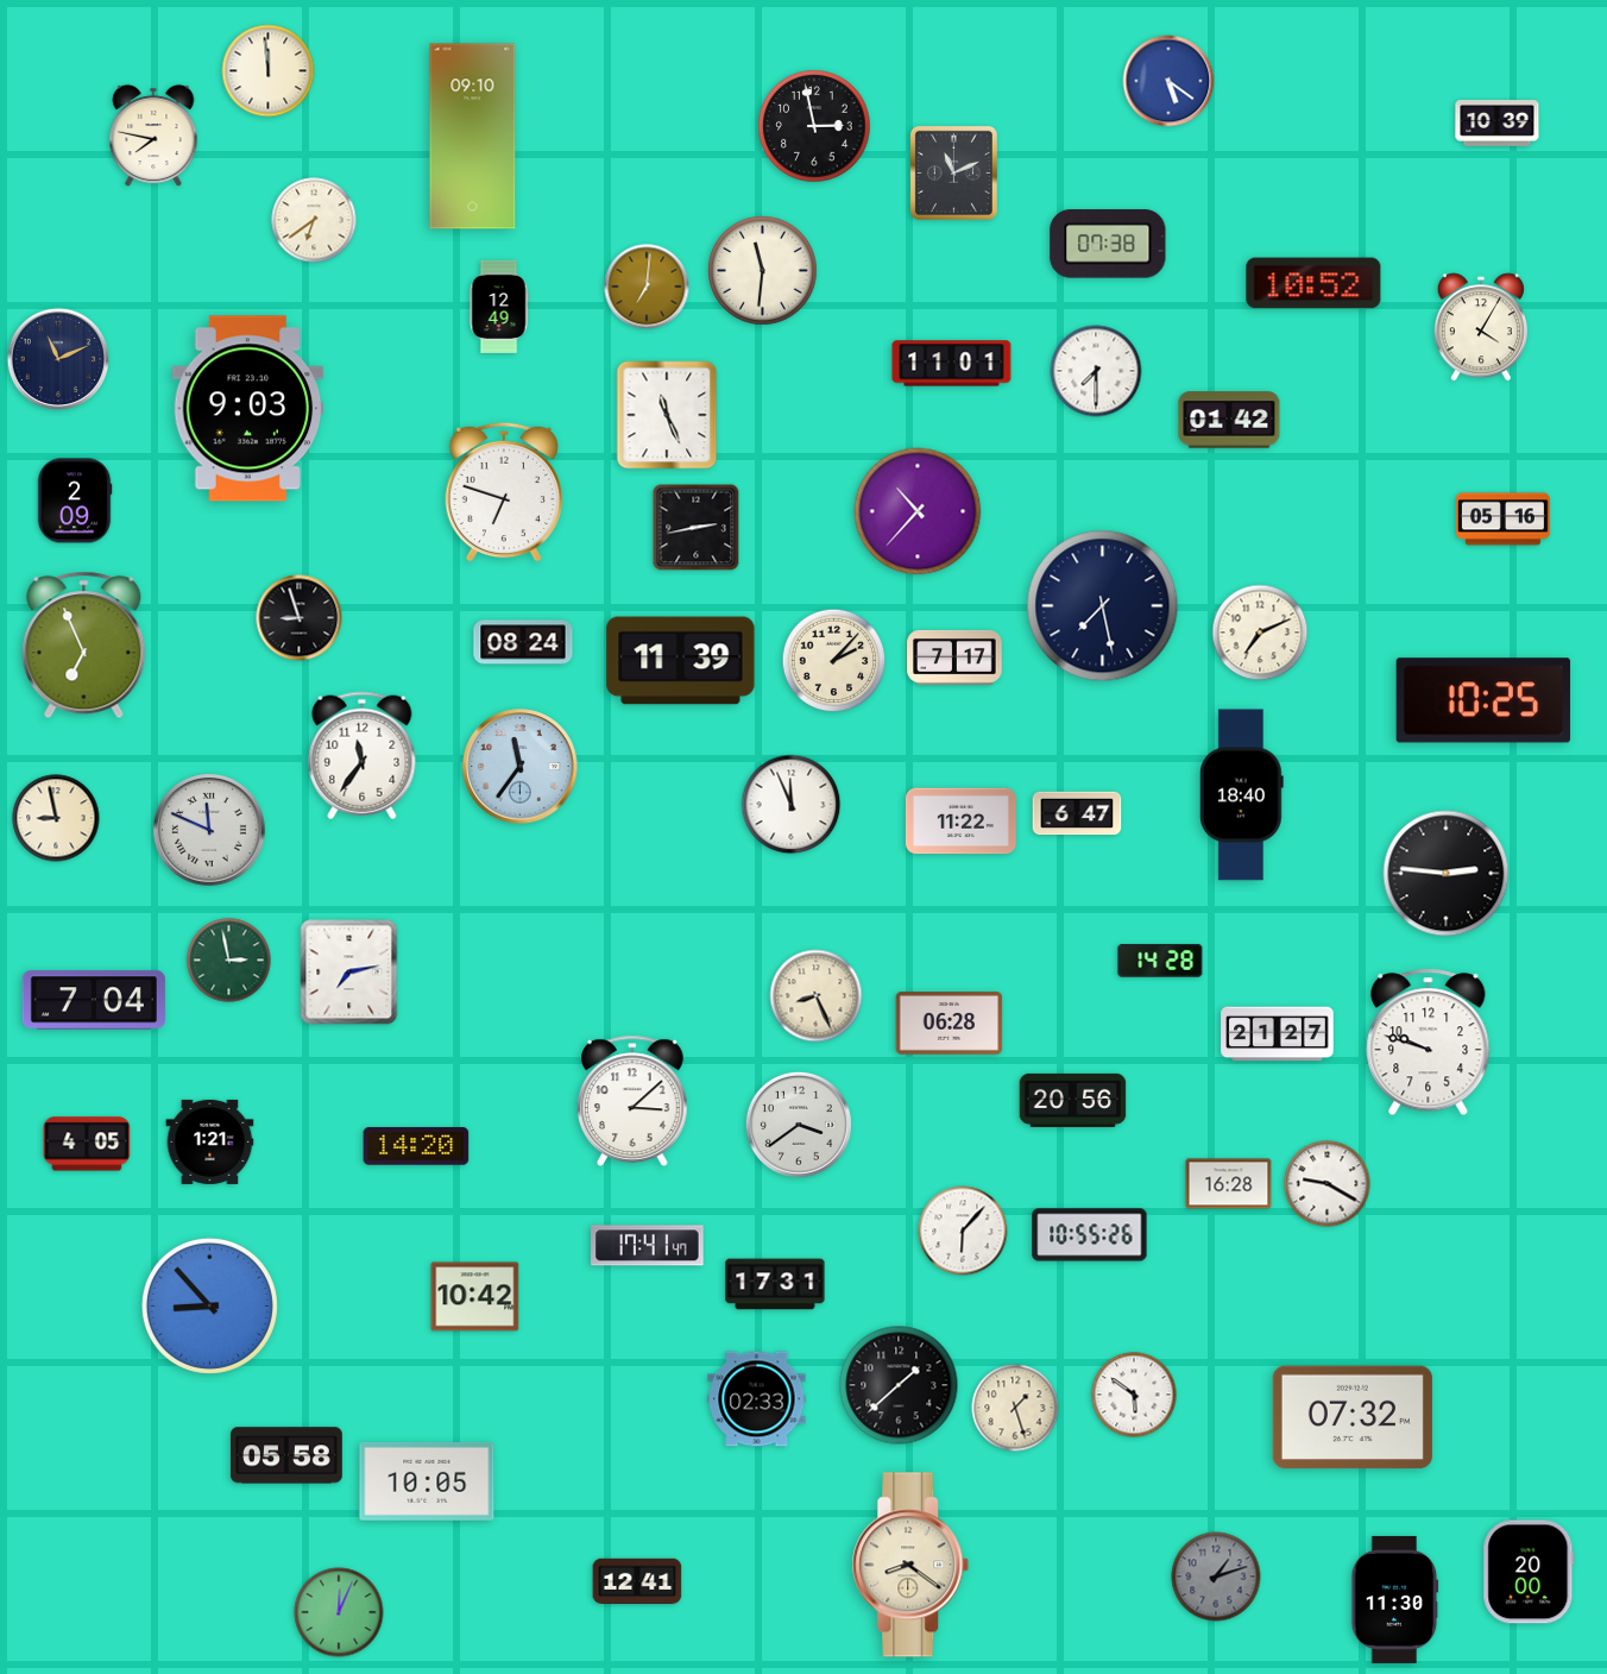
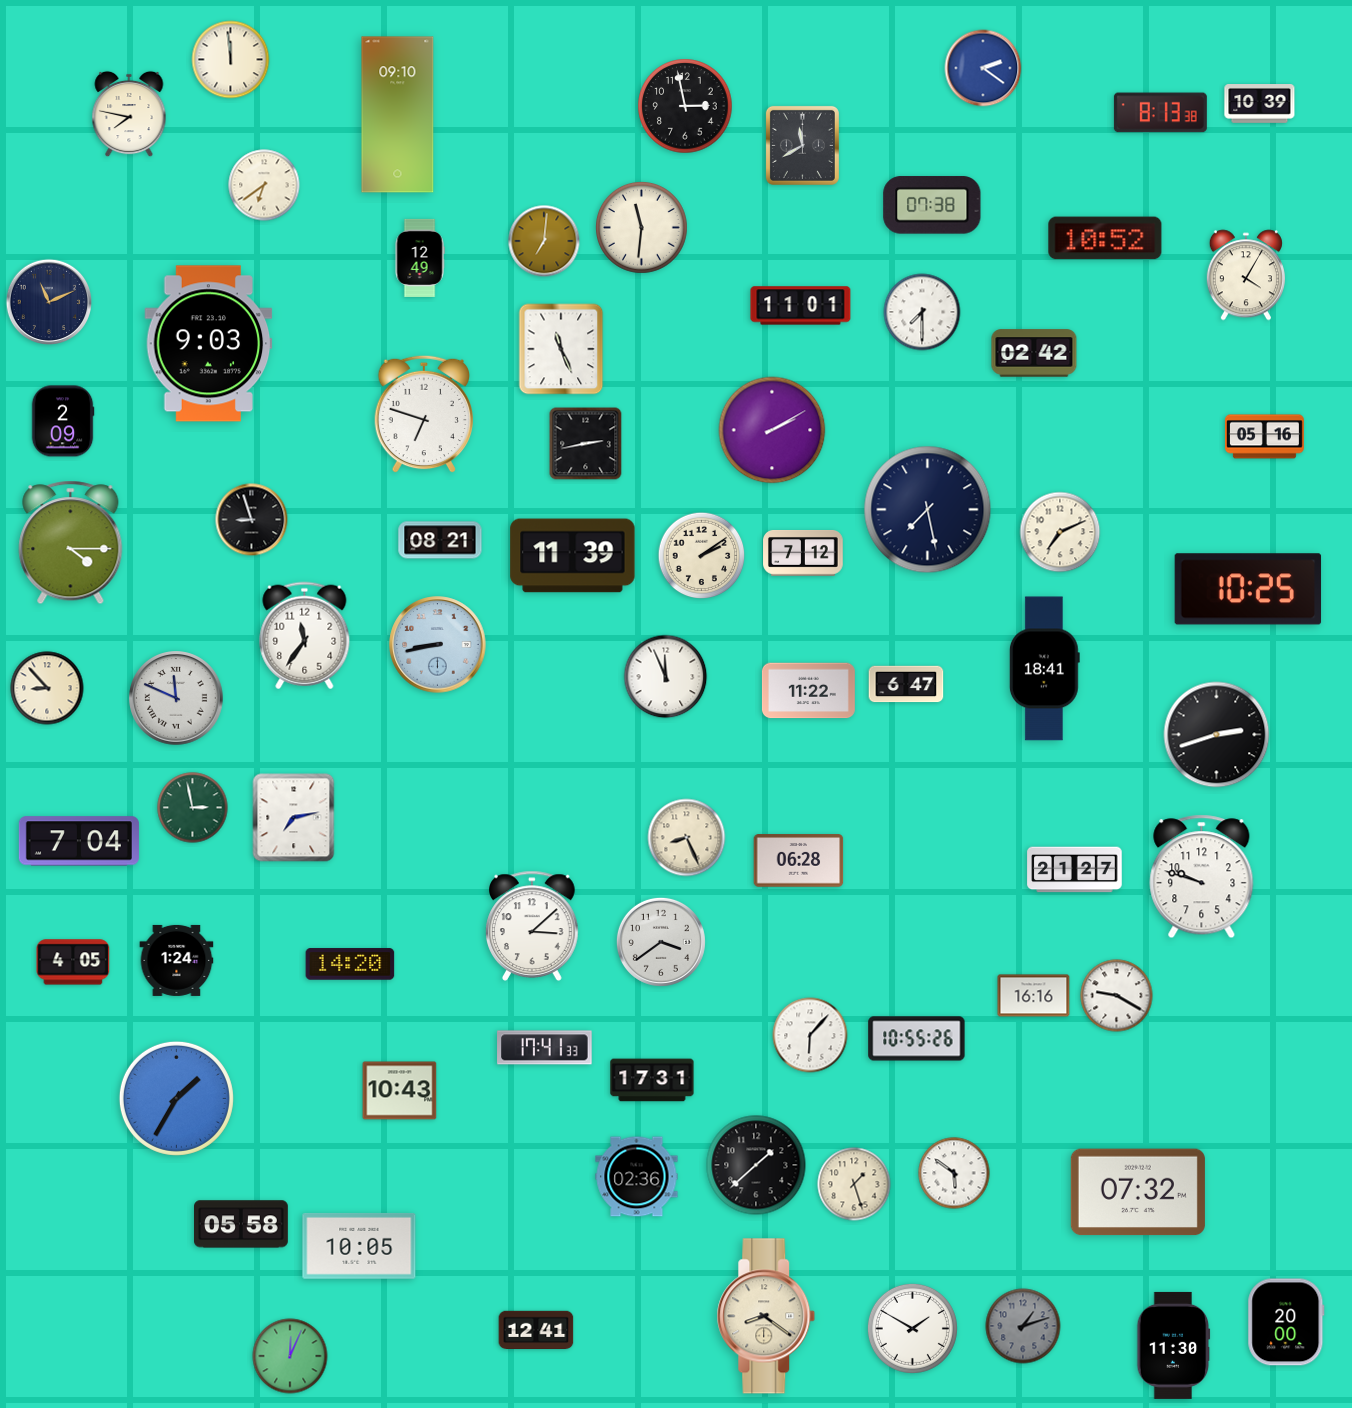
clock at (269, 71) position: (269, 71) -> (231, 60)
clock at (1168, 81): 5:21 -> 2:21
clock at (1160, 113): none -> 8:13
clock at (953, 172): 11:11 -> 11:40
clock at (1229, 420): 01:42 -> 02:42
clock at (918, 511): 10:37 -> 2:10
clock at (523, 642): 08:24 -> 08:21
clock at (84, 646): 6:56 -> 4:15
clock at (954, 659): 7:17 -> 7:12
clock at (834, 661): 2:07 -> 2:09
clock at (521, 767): 11:36 -> 8:43
clock at (1241, 795): 18:40 -> 18:41
clock at (56, 818): 8:58 -> 8:53
clock at (1447, 874): 2:46 -> 2:42
clock at (1160, 961): 14:28 -> none
clock at (1073, 1100): 20:56 -> none
clock at (799, 1125) position: (799, 1125) -> (661, 942)
clock at (210, 1141): 1:21 -> 1:24
clock at (1229, 1184): 16:28 -> 16:16
clock at (648, 1246): 17:41:47 -> 17:41:33
clock at (475, 1297): 10:42 -> 10:43
clock at (209, 1305): 8:53 -> 1:35
clock at (757, 1399): 02:33 -> 02:36
clock at (912, 1328): none -> 1:50
clock at (339, 1612) position: (339, 1612) -> (290, 1356)
